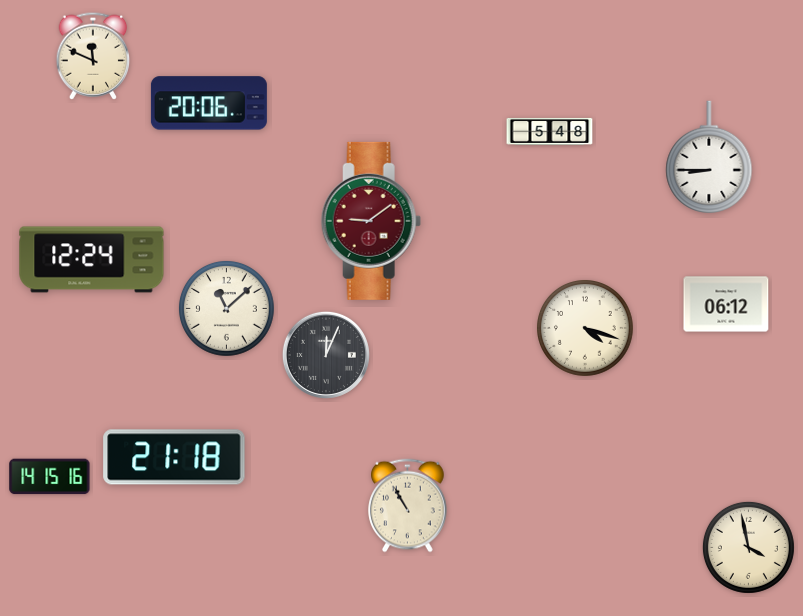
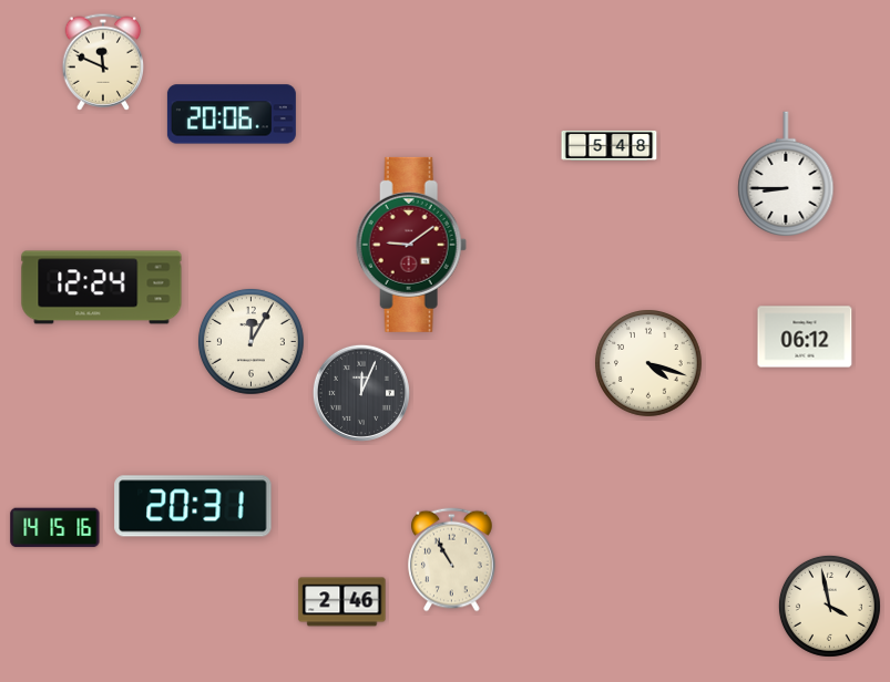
clock at (226, 308): 11:08 -> 12:05
clock at (174, 457): 21:18 -> 20:31
clock at (342, 602): none -> 2:46
